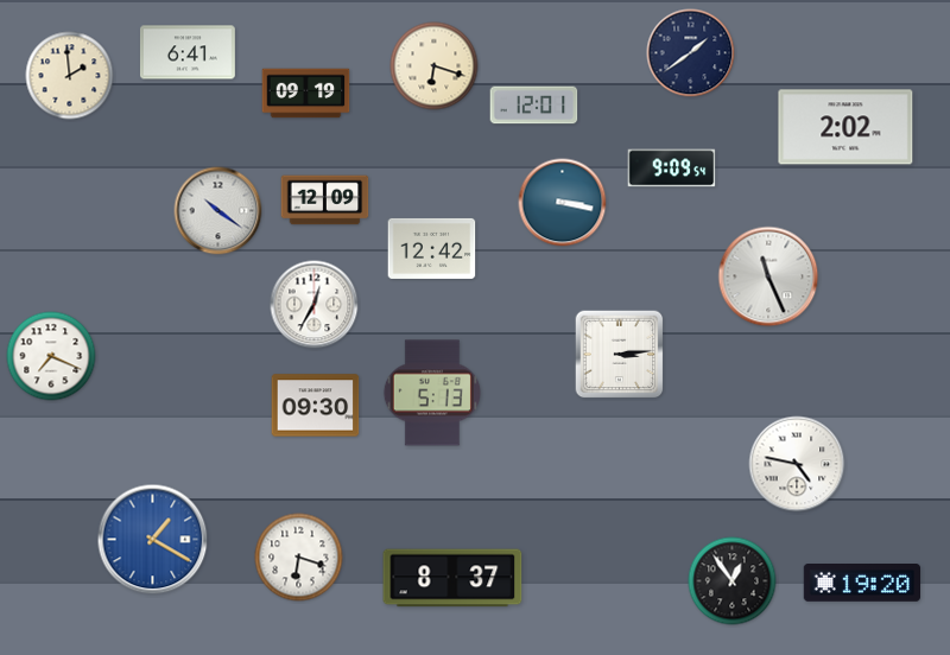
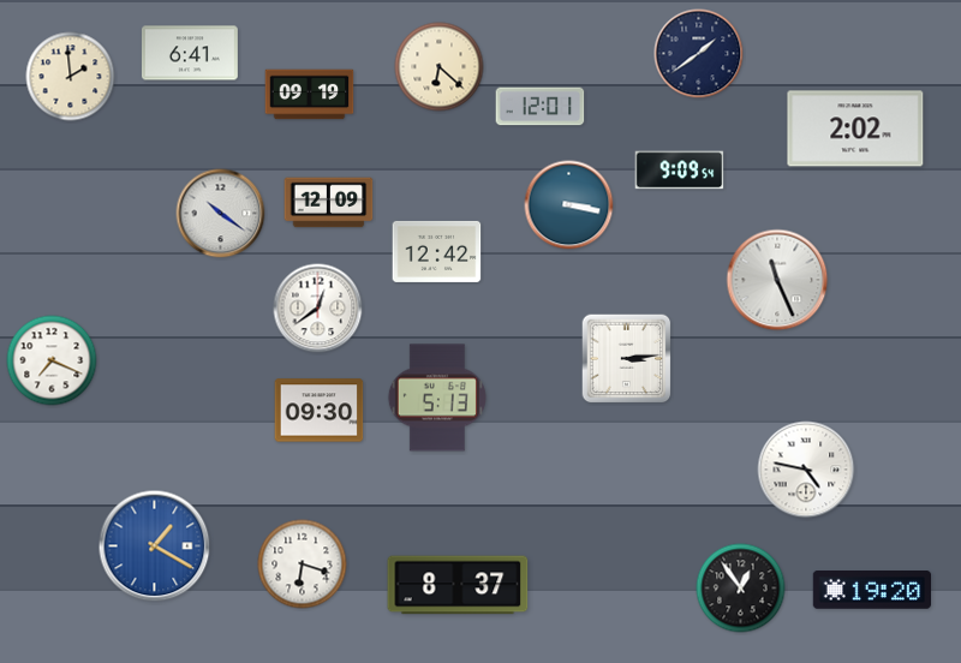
clock at (435, 66): 6:18 -> 6:22
clock at (315, 305): 12:35 -> 12:39
